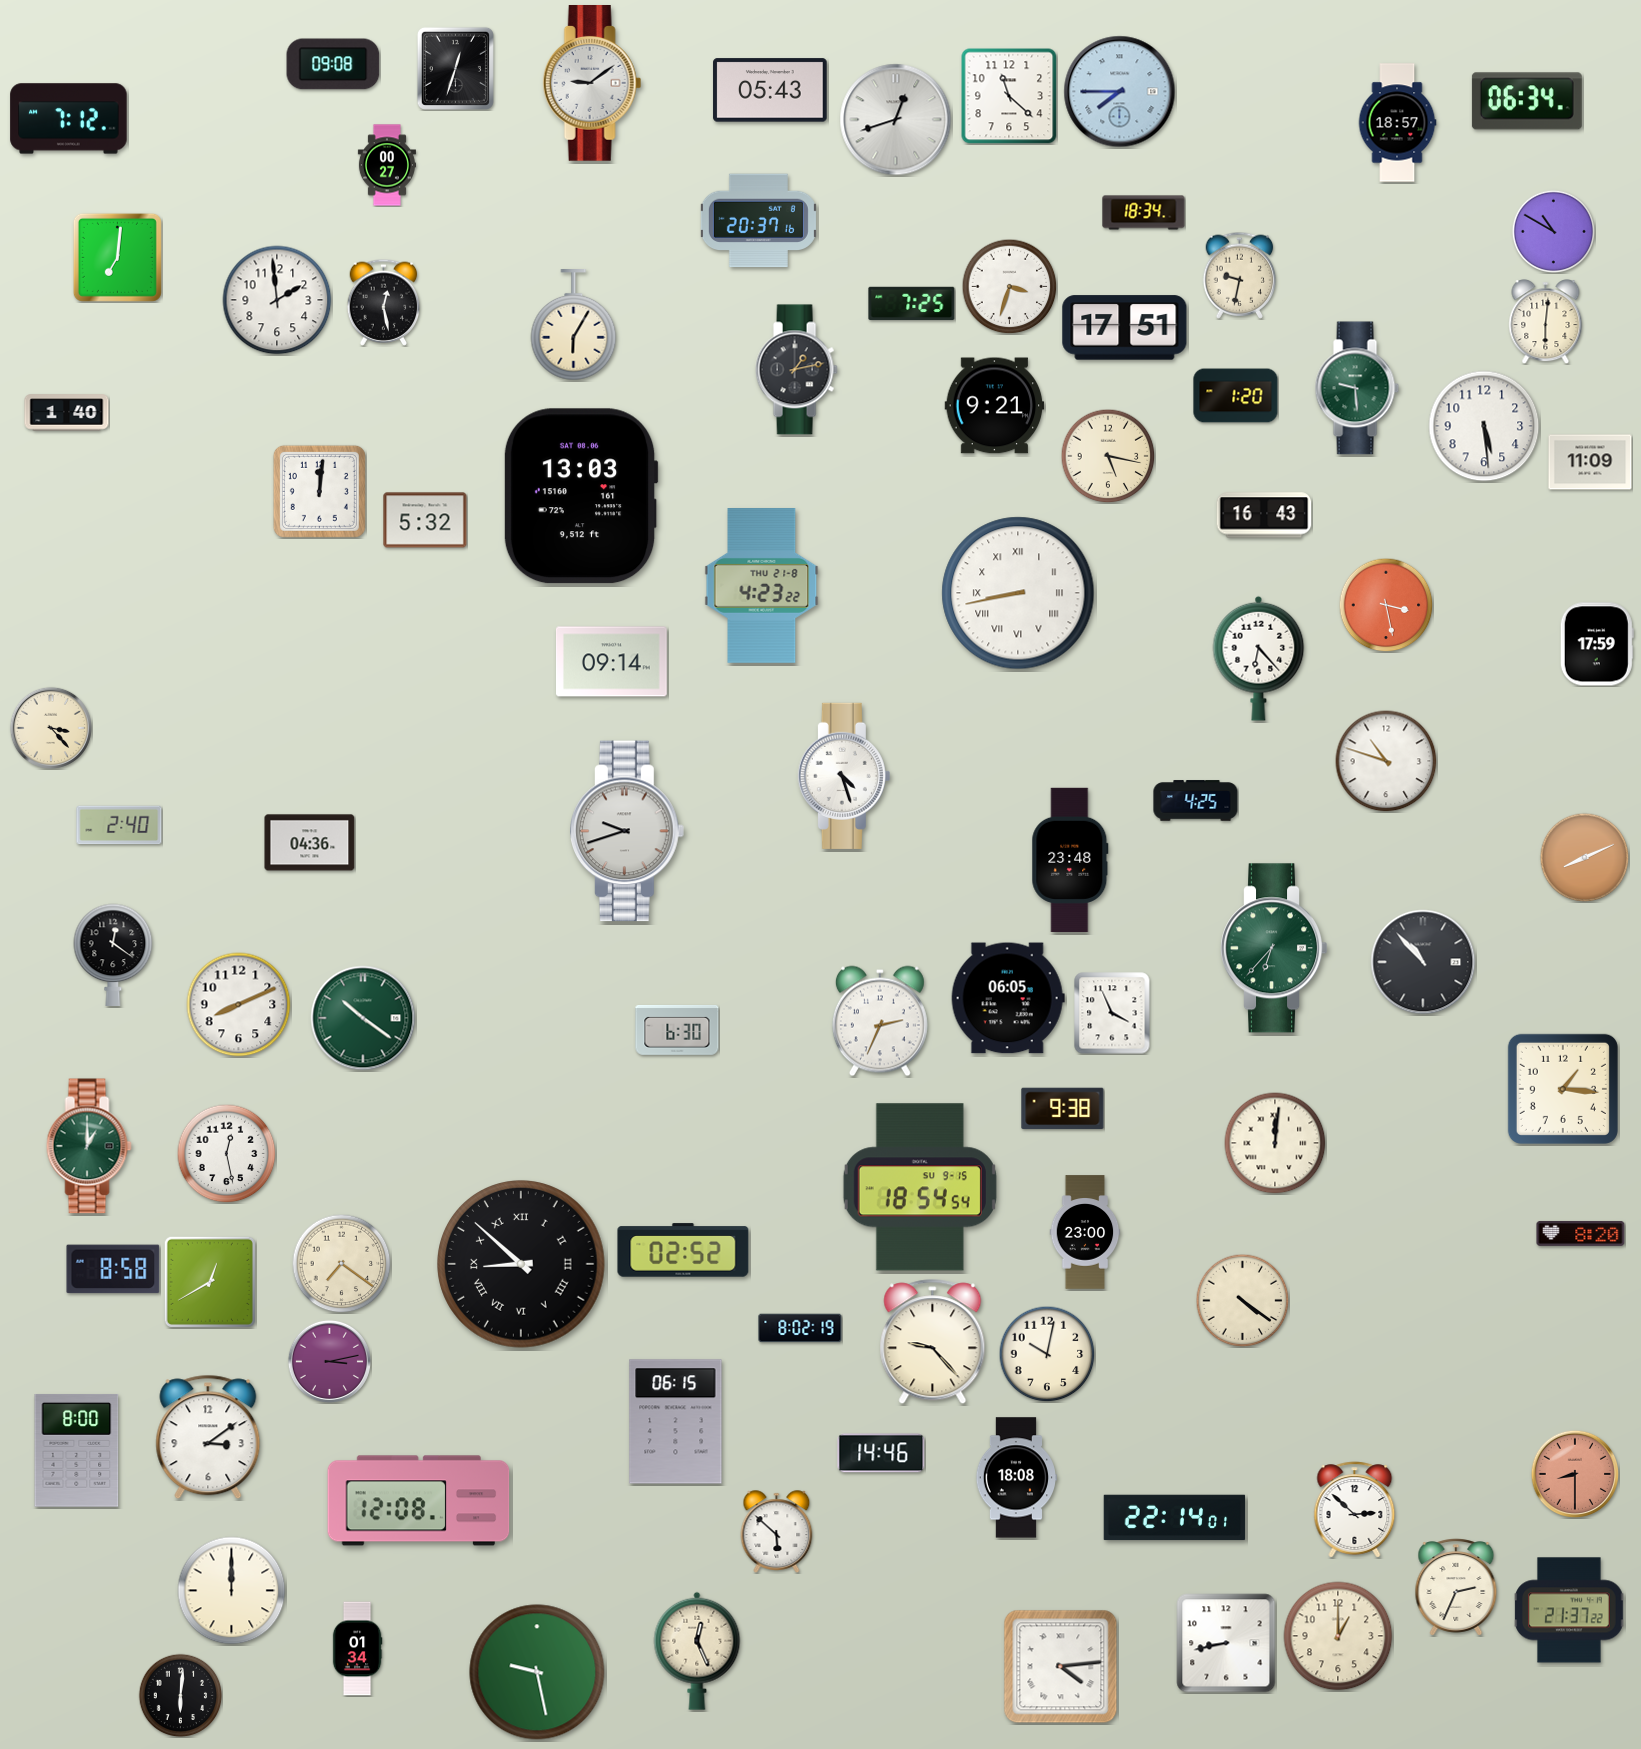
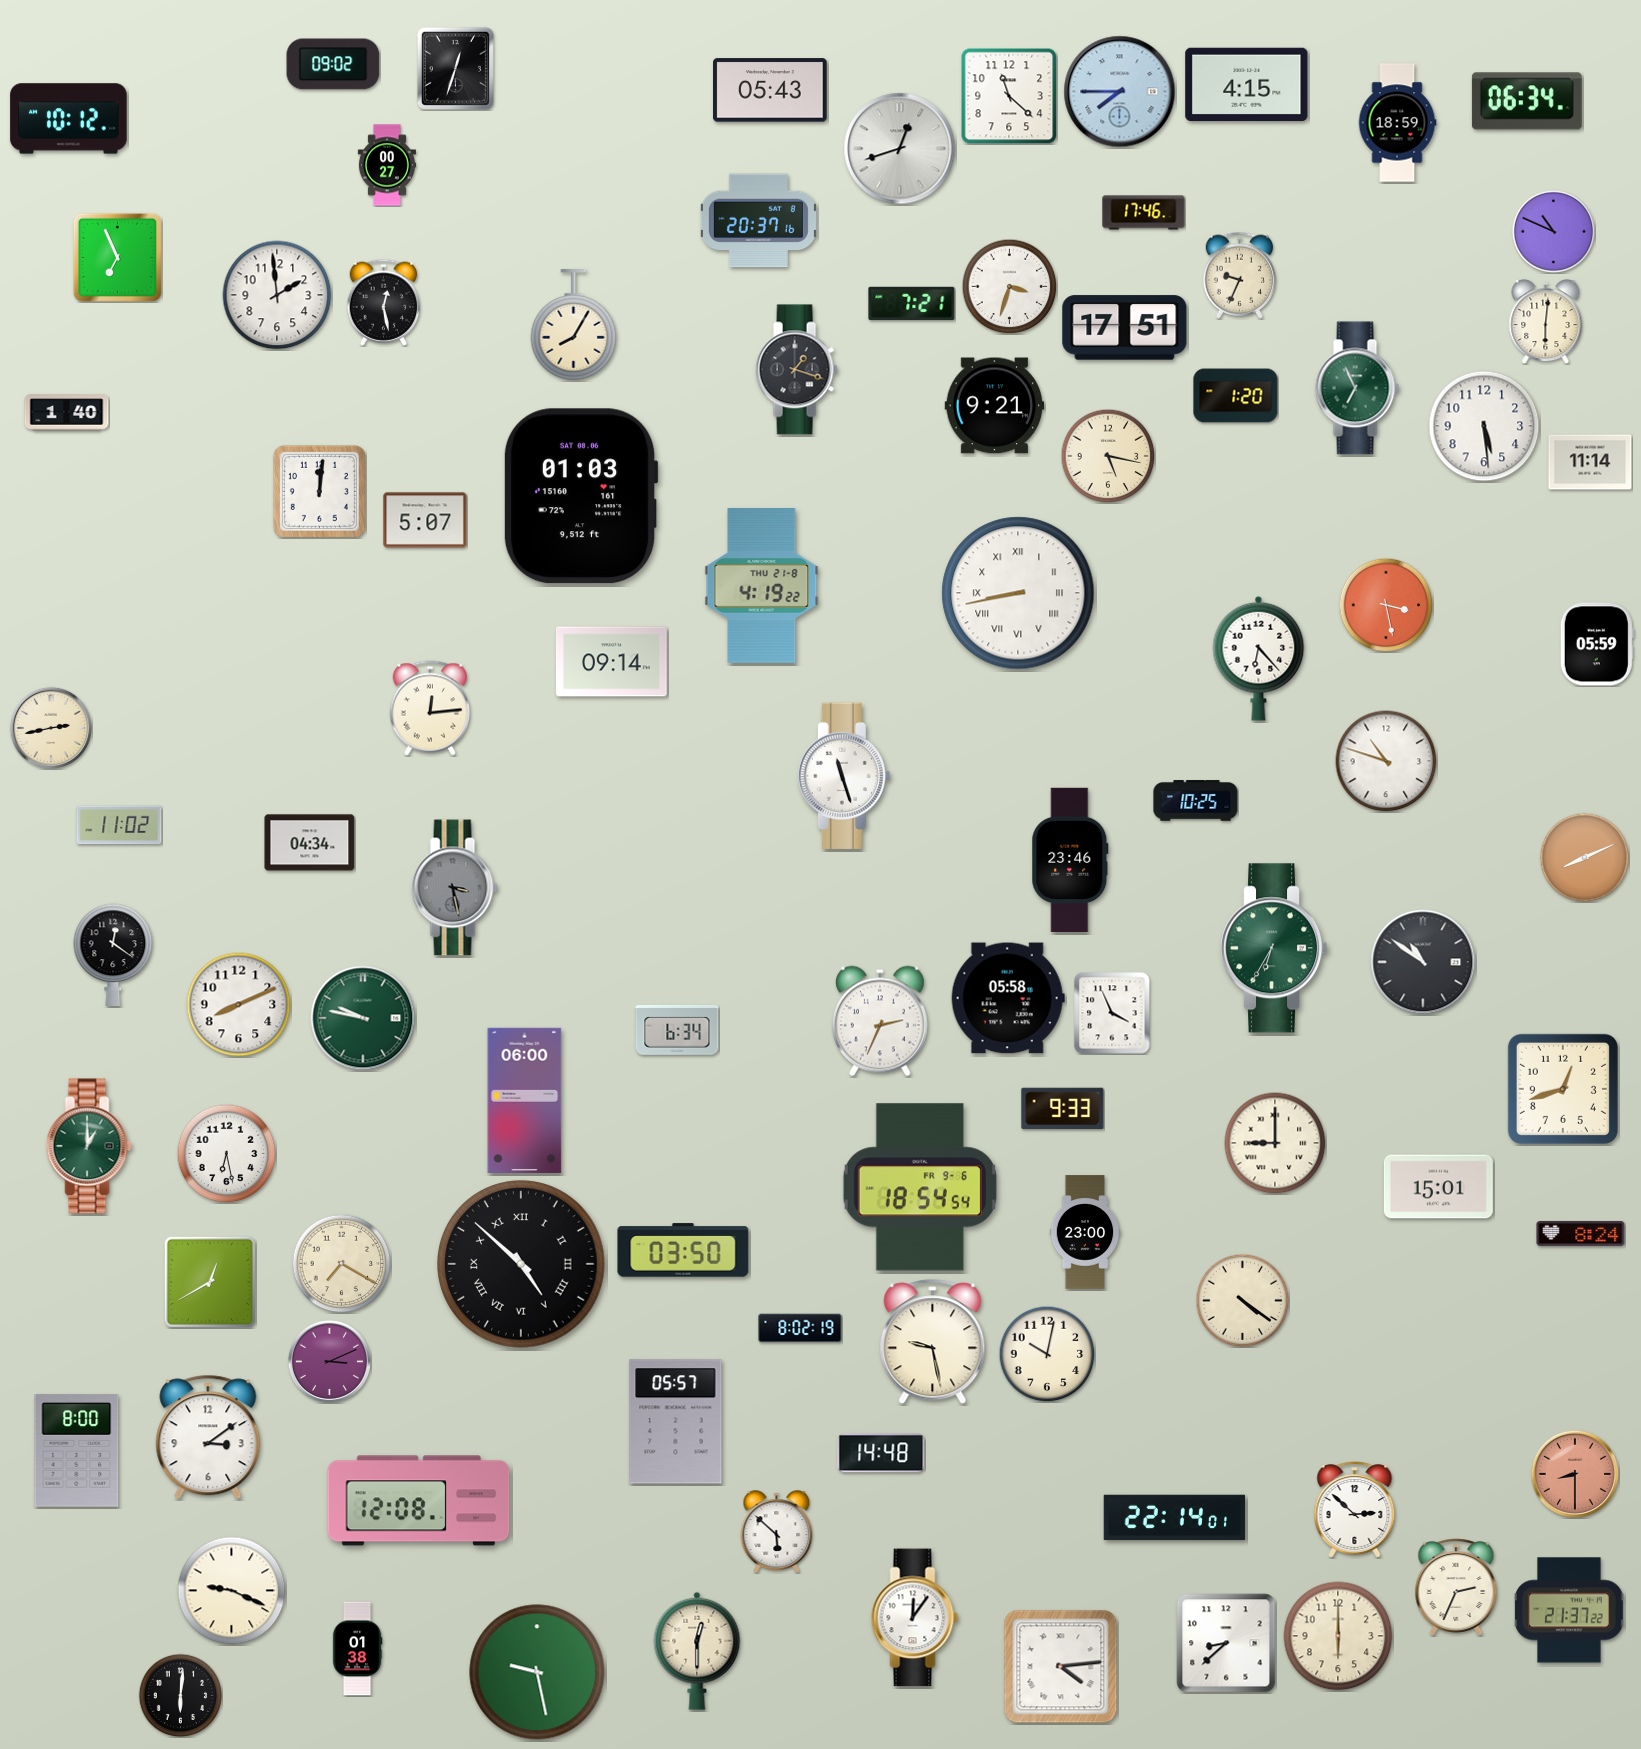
clock at (333, 64): 09:08 -> 09:02
clock at (592, 84): 9:09 -> none
clock at (1247, 84): none -> 4:15
clock at (69, 119): 7:12 -> 10:12
clock at (896, 120) position: (896, 120) -> (900, 149)
clock at (1397, 123): 18:57 -> 18:59
clock at (1144, 213): 18:34 -> 17:46
clock at (1553, 231): 10:50 -> 10:49
clock at (117, 257): 7:01 -> 6:56
clock at (1240, 275): 9:32 -> 9:34
clock at (277, 300) position: (277, 300) -> (277, 295)
clock at (912, 304): 7:25 -> 7:21
clock at (574, 326): 6:05 -> 8:05
clock at (796, 370): 1:13 -> 1:18
clock at (1357, 388): 9:29 -> 6:56
clock at (1590, 462): 11:09 -> 11:14
clock at (581, 496): 13:03 -> 01:03
clock at (1264, 515): 16:43 -> none
clock at (425, 520): 5:32 -> 5:07
clock at (762, 586): 4:23 -> 4:19
clock at (1597, 644): 17:59 -> 05:59
clock at (430, 708): none -> 12:14
clock at (51, 728): 3:23 -> 2:43
clock at (844, 776): 4:27 -> 11:27
clock at (1196, 801): 4:25 -> 10:25
clock at (119, 825): 2:40 -> 11:02
clock at (628, 831): 9:42 -> none
clock at (310, 843): 04:36 -> 04:34
clock at (1070, 859): 23:48 -> 23:46
clock at (455, 888): none -> 3:28
clock at (1275, 948): 6:37 -> 6:35
clock at (1423, 962): 10:53 -> 10:51
clock at (1008, 998): 06:05 -> 05:58
clock at (363, 1018): 10:21 -> 9:47
clock at (677, 1030): 6:30 -> 6:34
clock at (1563, 1089): 1:16 -> 12:42
clock at (525, 1100): none -> 06:00
clock at (1063, 1109): 9:38 -> 9:33
clock at (1275, 1143): 12:01 -> 9:00
clock at (227, 1154): 12:28 -> 6:28
clock at (920, 1187) date: SU 9-15 -> FR 9-6
clock at (1438, 1187): none -> 15:01
clock at (1581, 1233): 8:20 -> 8:24
clock at (683, 1250): 02:52 -> 03:50
clock at (342, 1264): 7:21 -> 7:20
clock at (521, 1264): 8:52 -> 4:52
clock at (113, 1269): 8:58 -> none
clock at (933, 1342): 9:23 -> 9:28
clock at (329, 1361): 3:13 -> 3:11
clock at (676, 1422): 06:15 -> 05:57
clock at (881, 1453): 14:46 -> 14:48
clock at (1015, 1478): 18:08 -> none
clock at (232, 1591): 12:00 -> 9:19
clock at (915, 1618): none -> 12:06
clock at (1338, 1636): 1:00 -> 6:00
clock at (1226, 1643): 8:43 -> 8:38
clock at (357, 1649): 01:34 -> 01:38
clock at (697, 1651): 12:26 -> 12:30
